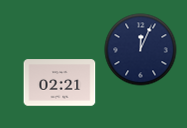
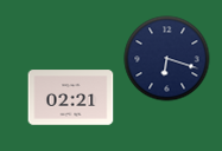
clock at (141, 50): 12:04 -> 6:18
